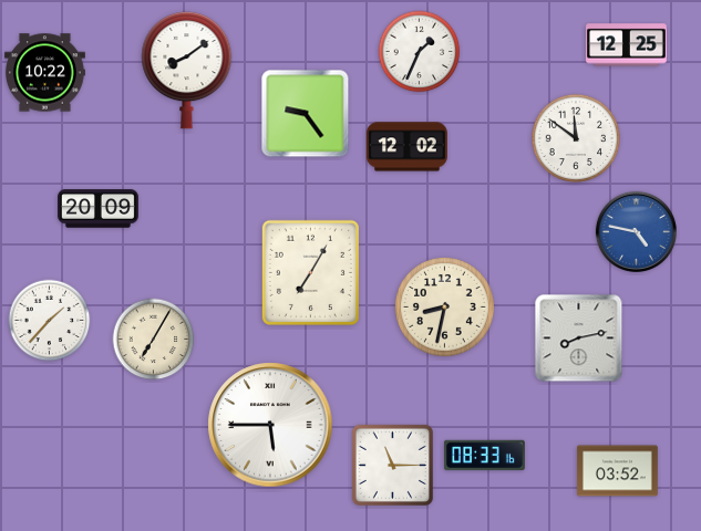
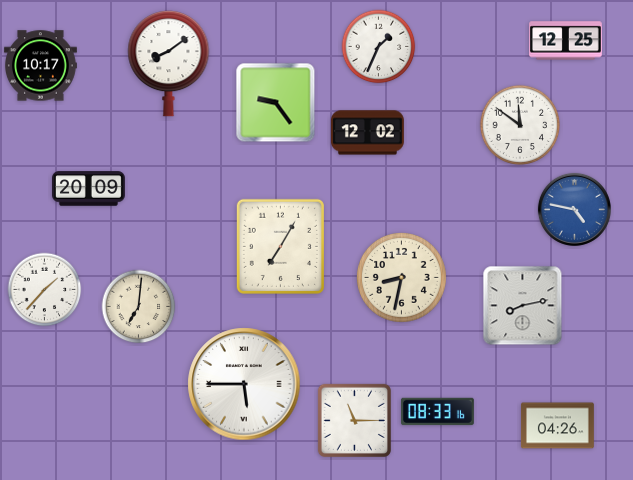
clock at (45, 73): 10:22 -> 10:17
clock at (154, 340): 7:05 -> 7:01
clock at (617, 471): 03:52 -> 04:26
